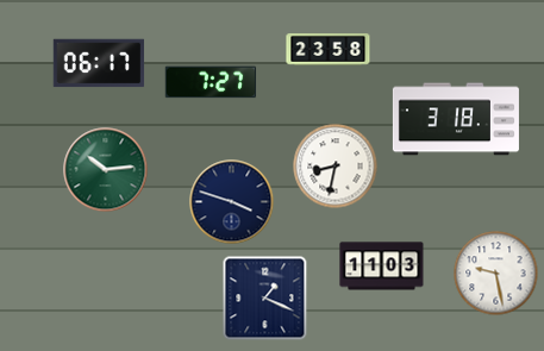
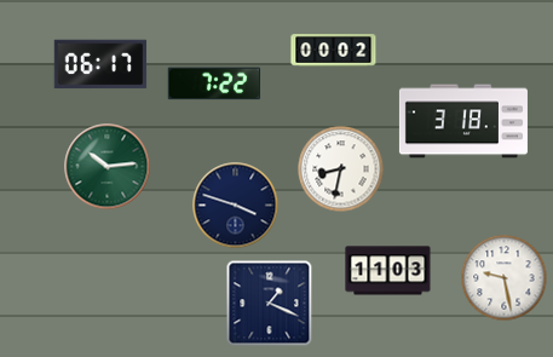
clock at (329, 50): 23:58 -> 00:02
clock at (211, 82): 7:27 -> 7:22
clock at (106, 170) position: (106, 170) -> (108, 167)
